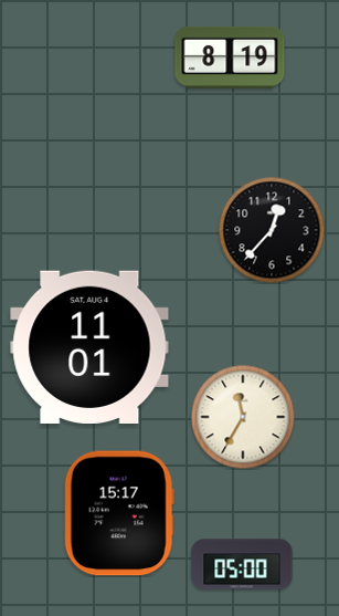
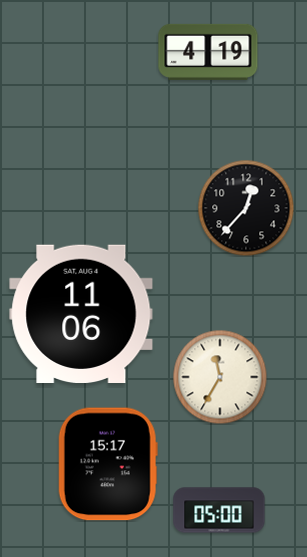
clock at (230, 58): 8:19 -> 4:19
clock at (89, 347): 11:01 -> 11:06
